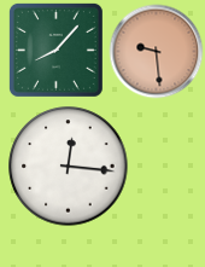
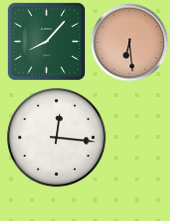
clock at (156, 51): 9:29 -> 6:29
